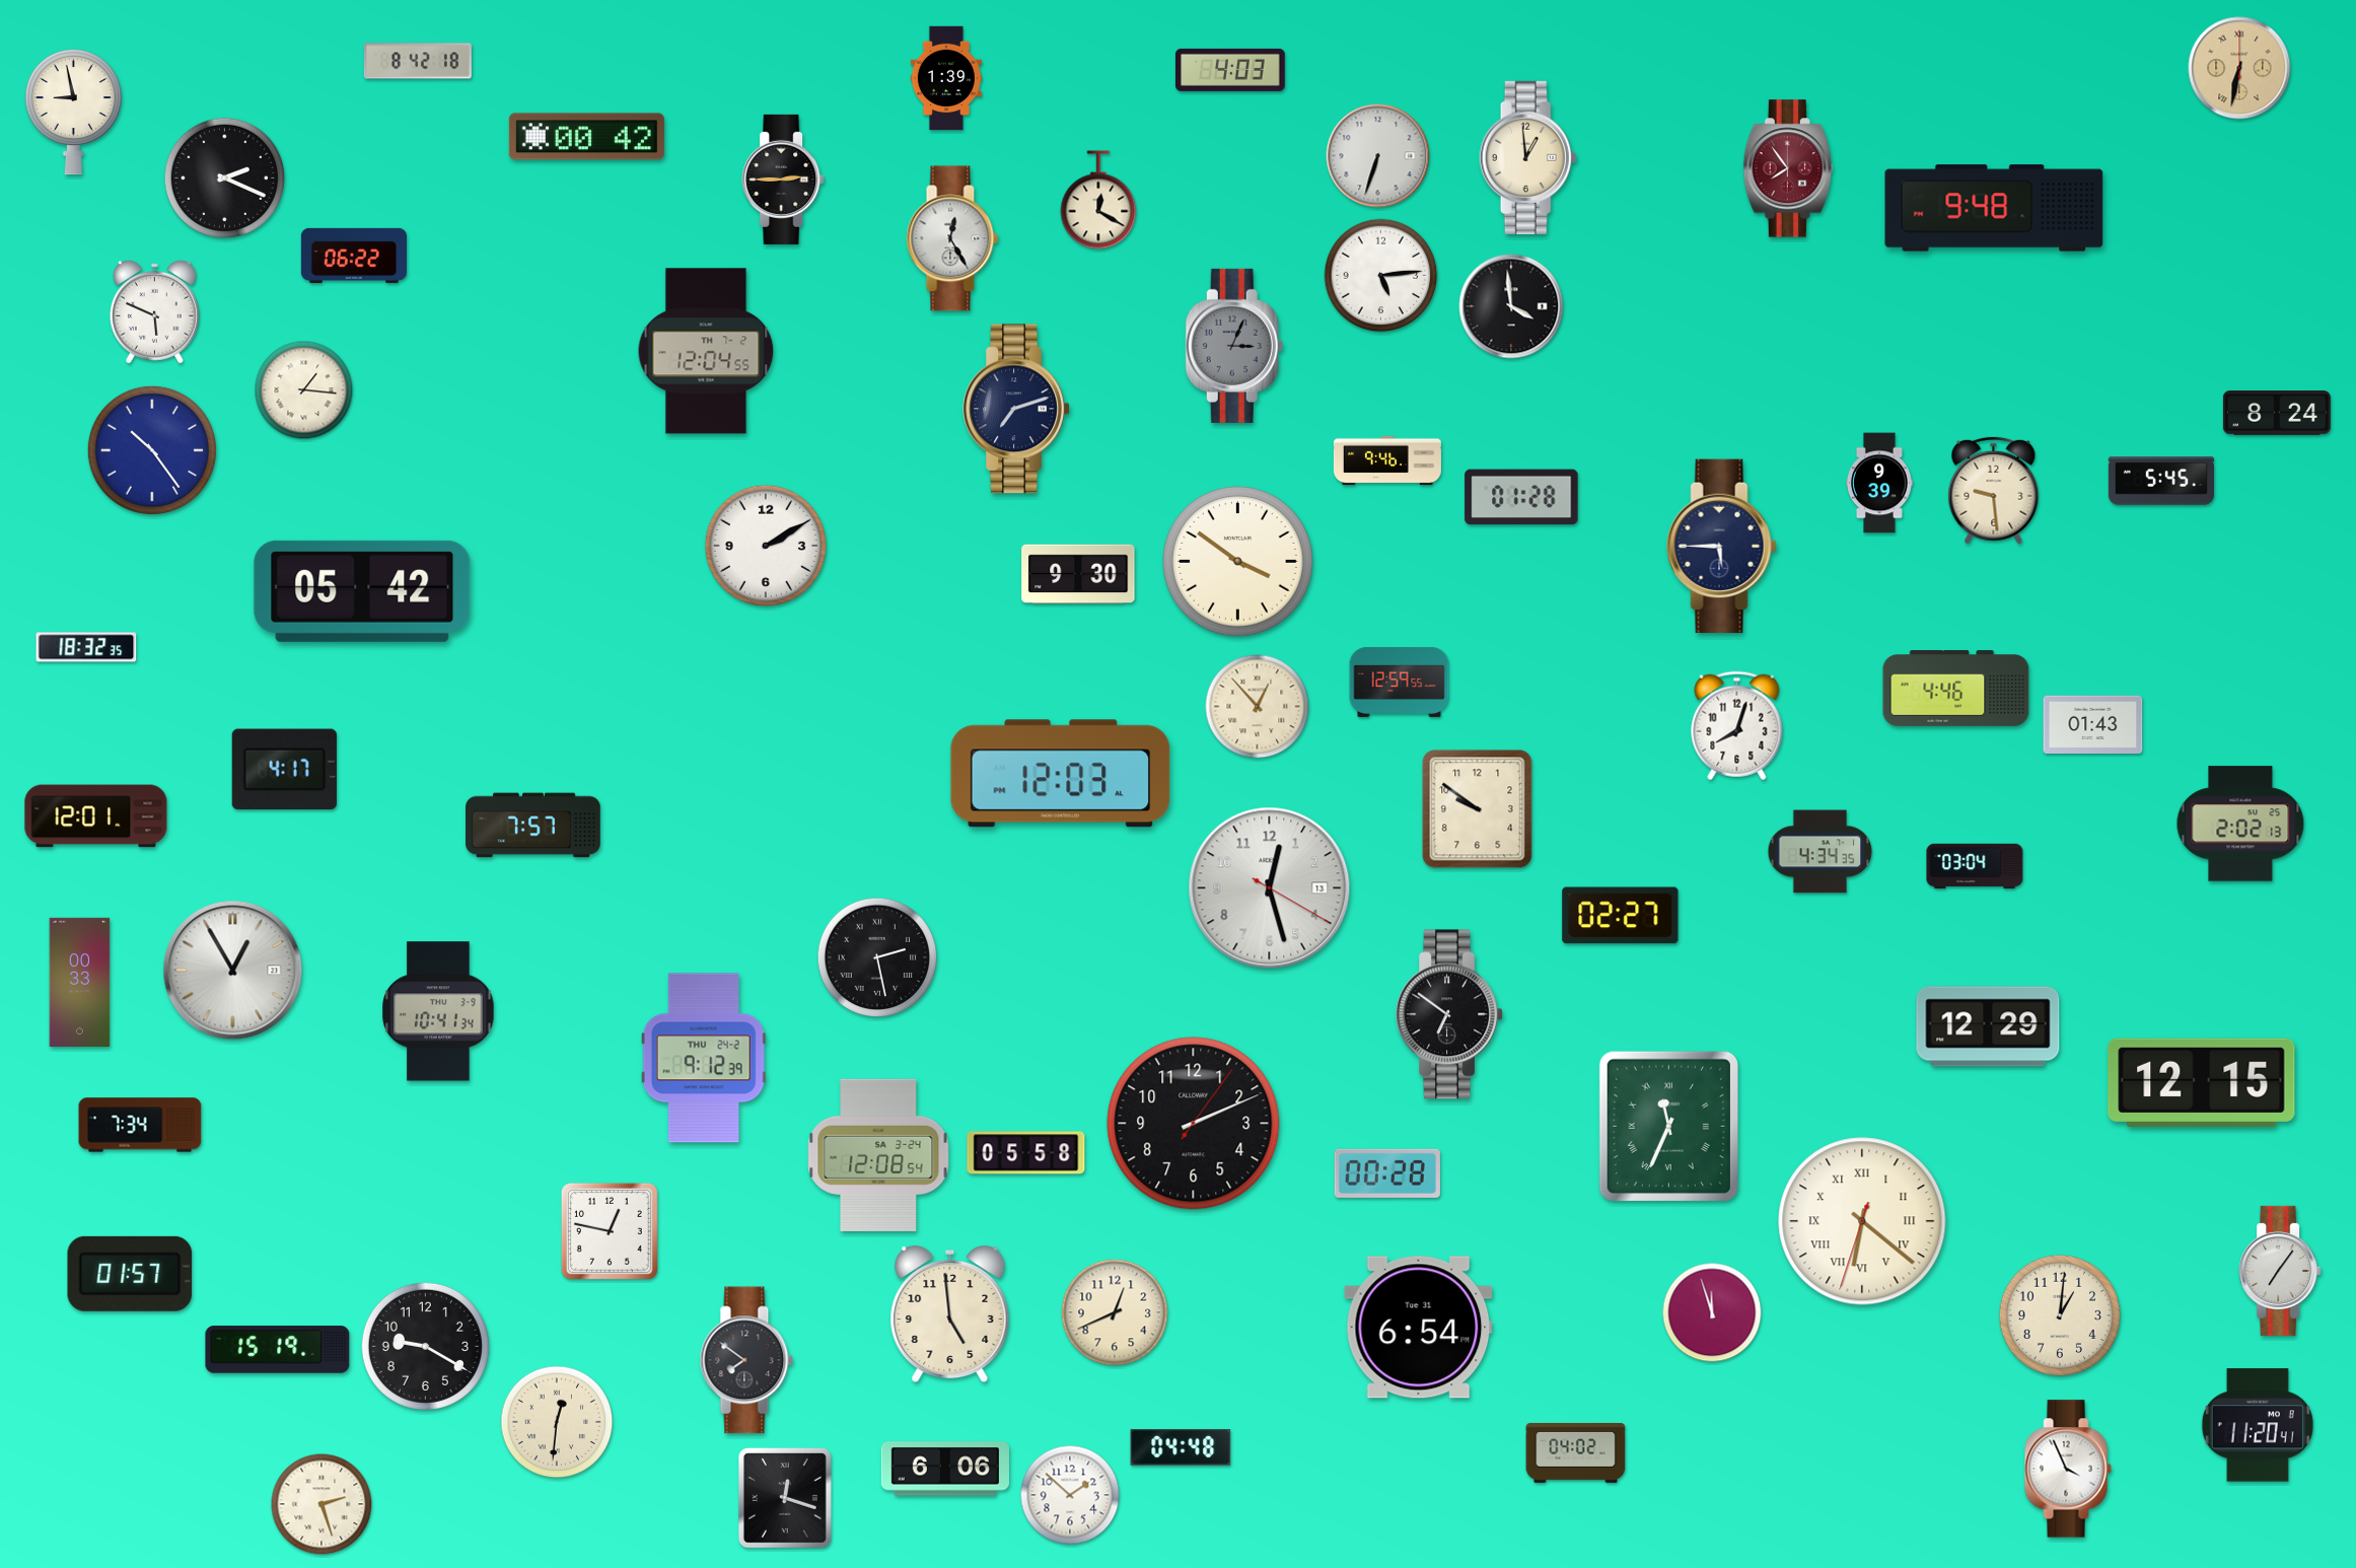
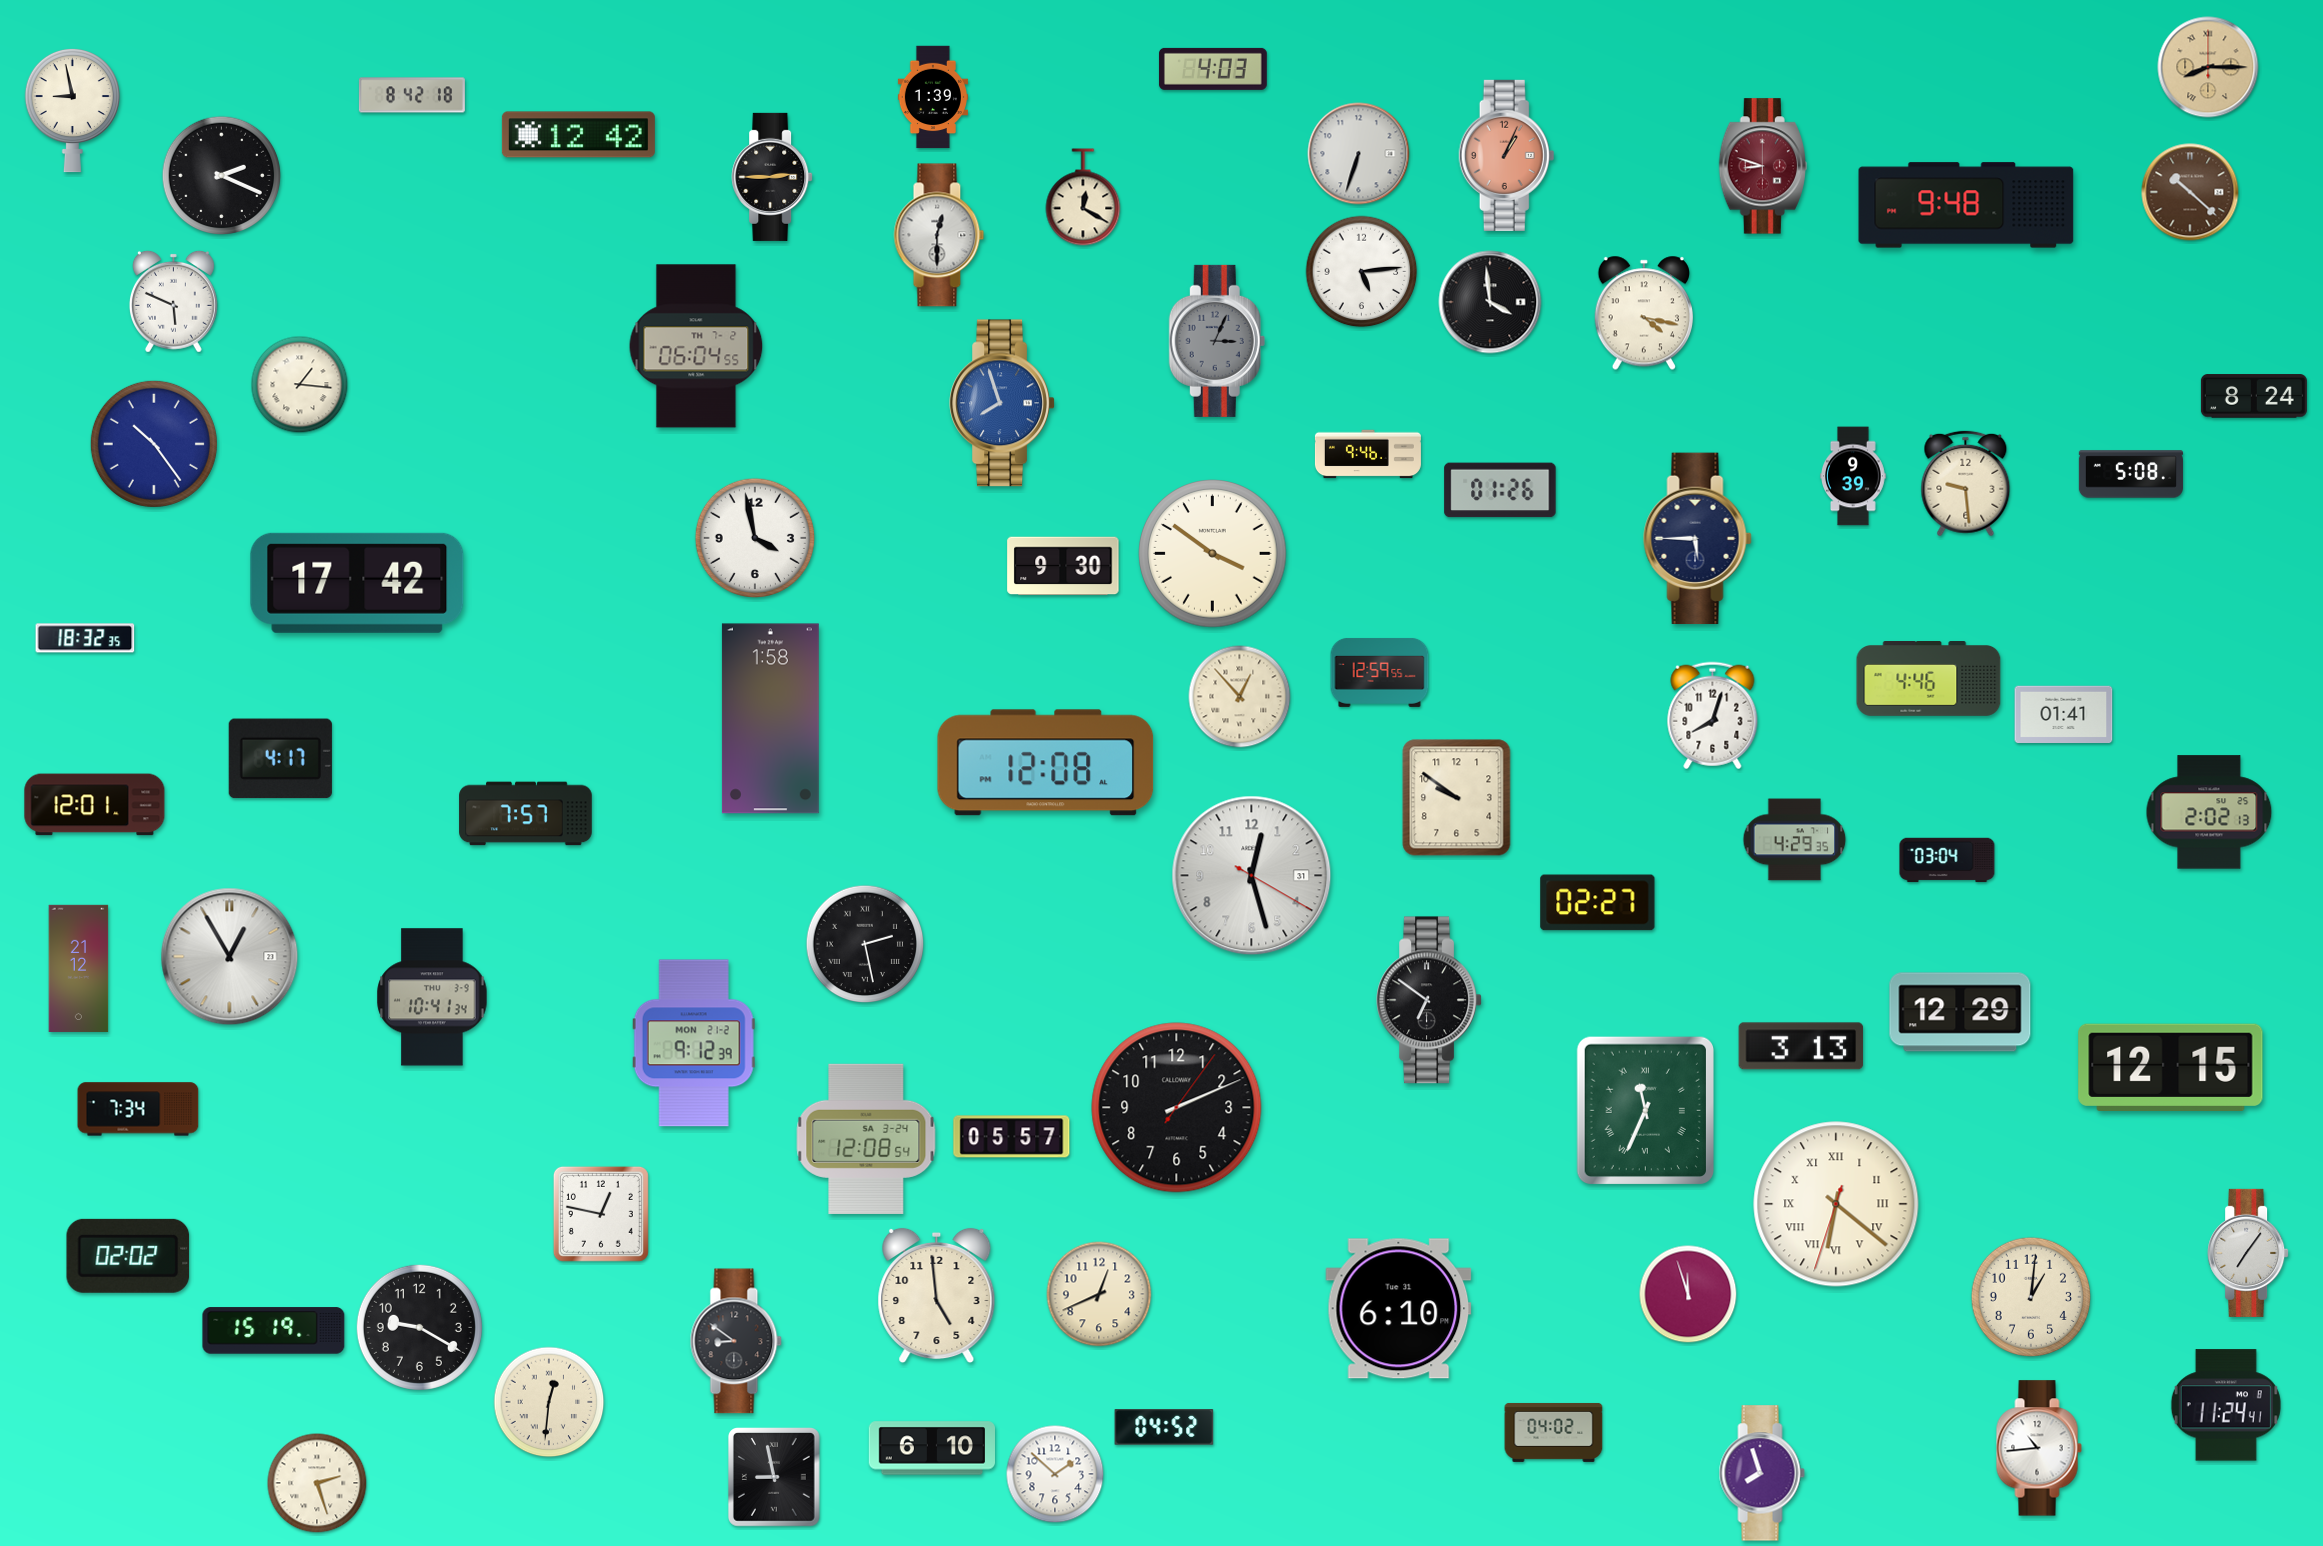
clock at (418, 61) position: (418, 61) -> (412, 95)
clock at (2239, 68): 6:32 -> 8:15
clock at (945, 78) position: (945, 78) -> (932, 97)
clock at (586, 137): 00:42 -> 12:42
clock at (1528, 157): 12:59 -> 1:04
clock at (1528, 157) dial: cream -> salmon
clock at (1787, 168): 7:54 -> 8:48
clock at (2190, 192): none -> 10:22
clock at (952, 238): 12:25 -> 12:30
clock at (354, 256): 06:22 -> none
clock at (154, 311) position: (154, 311) -> (173, 301)
clock at (1643, 313): none -> 4:17
clock at (706, 351): 12:04 -> 06:04
clock at (1016, 409): 7:12 -> 7:57
clock at (1016, 409) dial: navy -> blue
clock at (2277, 413) position: (2277, 413) -> (2254, 396)
clock at (152, 450) position: (152, 450) -> (154, 444)
clock at (2161, 481): 5:45 -> 5:08
clock at (1521, 497): 01:28 -> 01:26
clock at (765, 545): 2:10 -> 3:58
clock at (1238, 562) position: (1238, 562) -> (1213, 554)
clock at (362, 591): 05:42 -> 17:42
clock at (2093, 725): 01:43 -> 01:41
clock at (770, 719): none -> 1:58
clock at (1061, 774): 12:03 -> 12:08
clock at (1820, 852): 4:34 -> 4:29
clock at (1975, 866) position: (1975, 866) -> (1947, 860)
clock at (1270, 888) date: 13 -> 31
clock at (80, 982): 00:33 -> 21:12
clock at (704, 1058) date: THU 24-2 -> MON 21-2
clock at (1801, 1046): none -> 3:13
clock at (1026, 1153): 05:58 -> 05:57
clock at (1387, 1173): 00:28 -> none
clock at (130, 1274): 01:57 -> 02:02
clock at (1419, 1328): 6:54 -> 6:10
clock at (746, 1360): 7:51 -> 8:51
clock at (2258, 1425): 11:20 -> 11:24
clock at (1181, 1447): 04:48 -> 04:52
clock at (945, 1469): 6:06 -> 6:10
clock at (2068, 1469): 3:56 -> 10:44
clock at (1762, 1473): none -> 7:57
clock at (785, 1499): 12:18 -> 8:58
